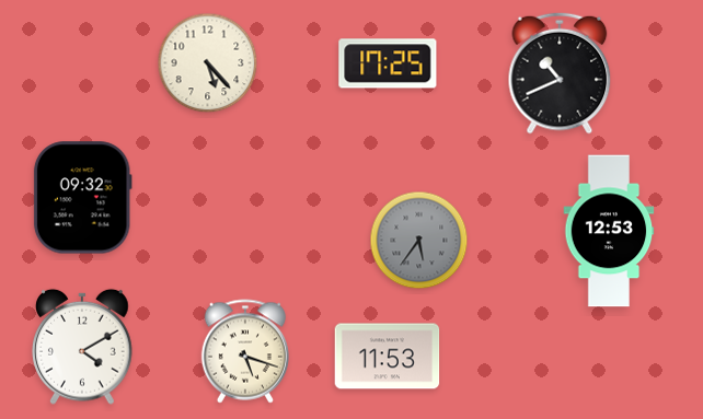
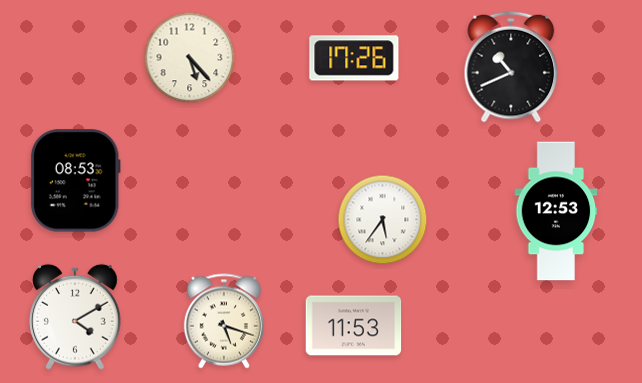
clock at (388, 63): 17:25 -> 17:26
clock at (82, 198): 09:32 -> 08:53
clock at (419, 241) dial: grey -> white
